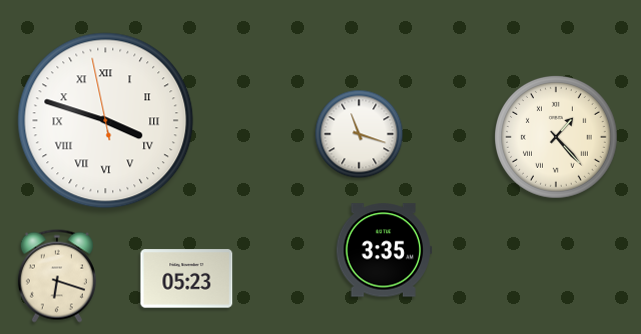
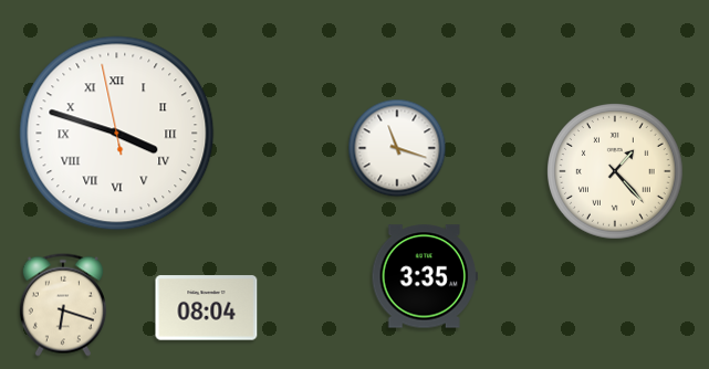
clock at (557, 138) position: (557, 138) -> (616, 172)
clock at (187, 279): 05:23 -> 08:04
